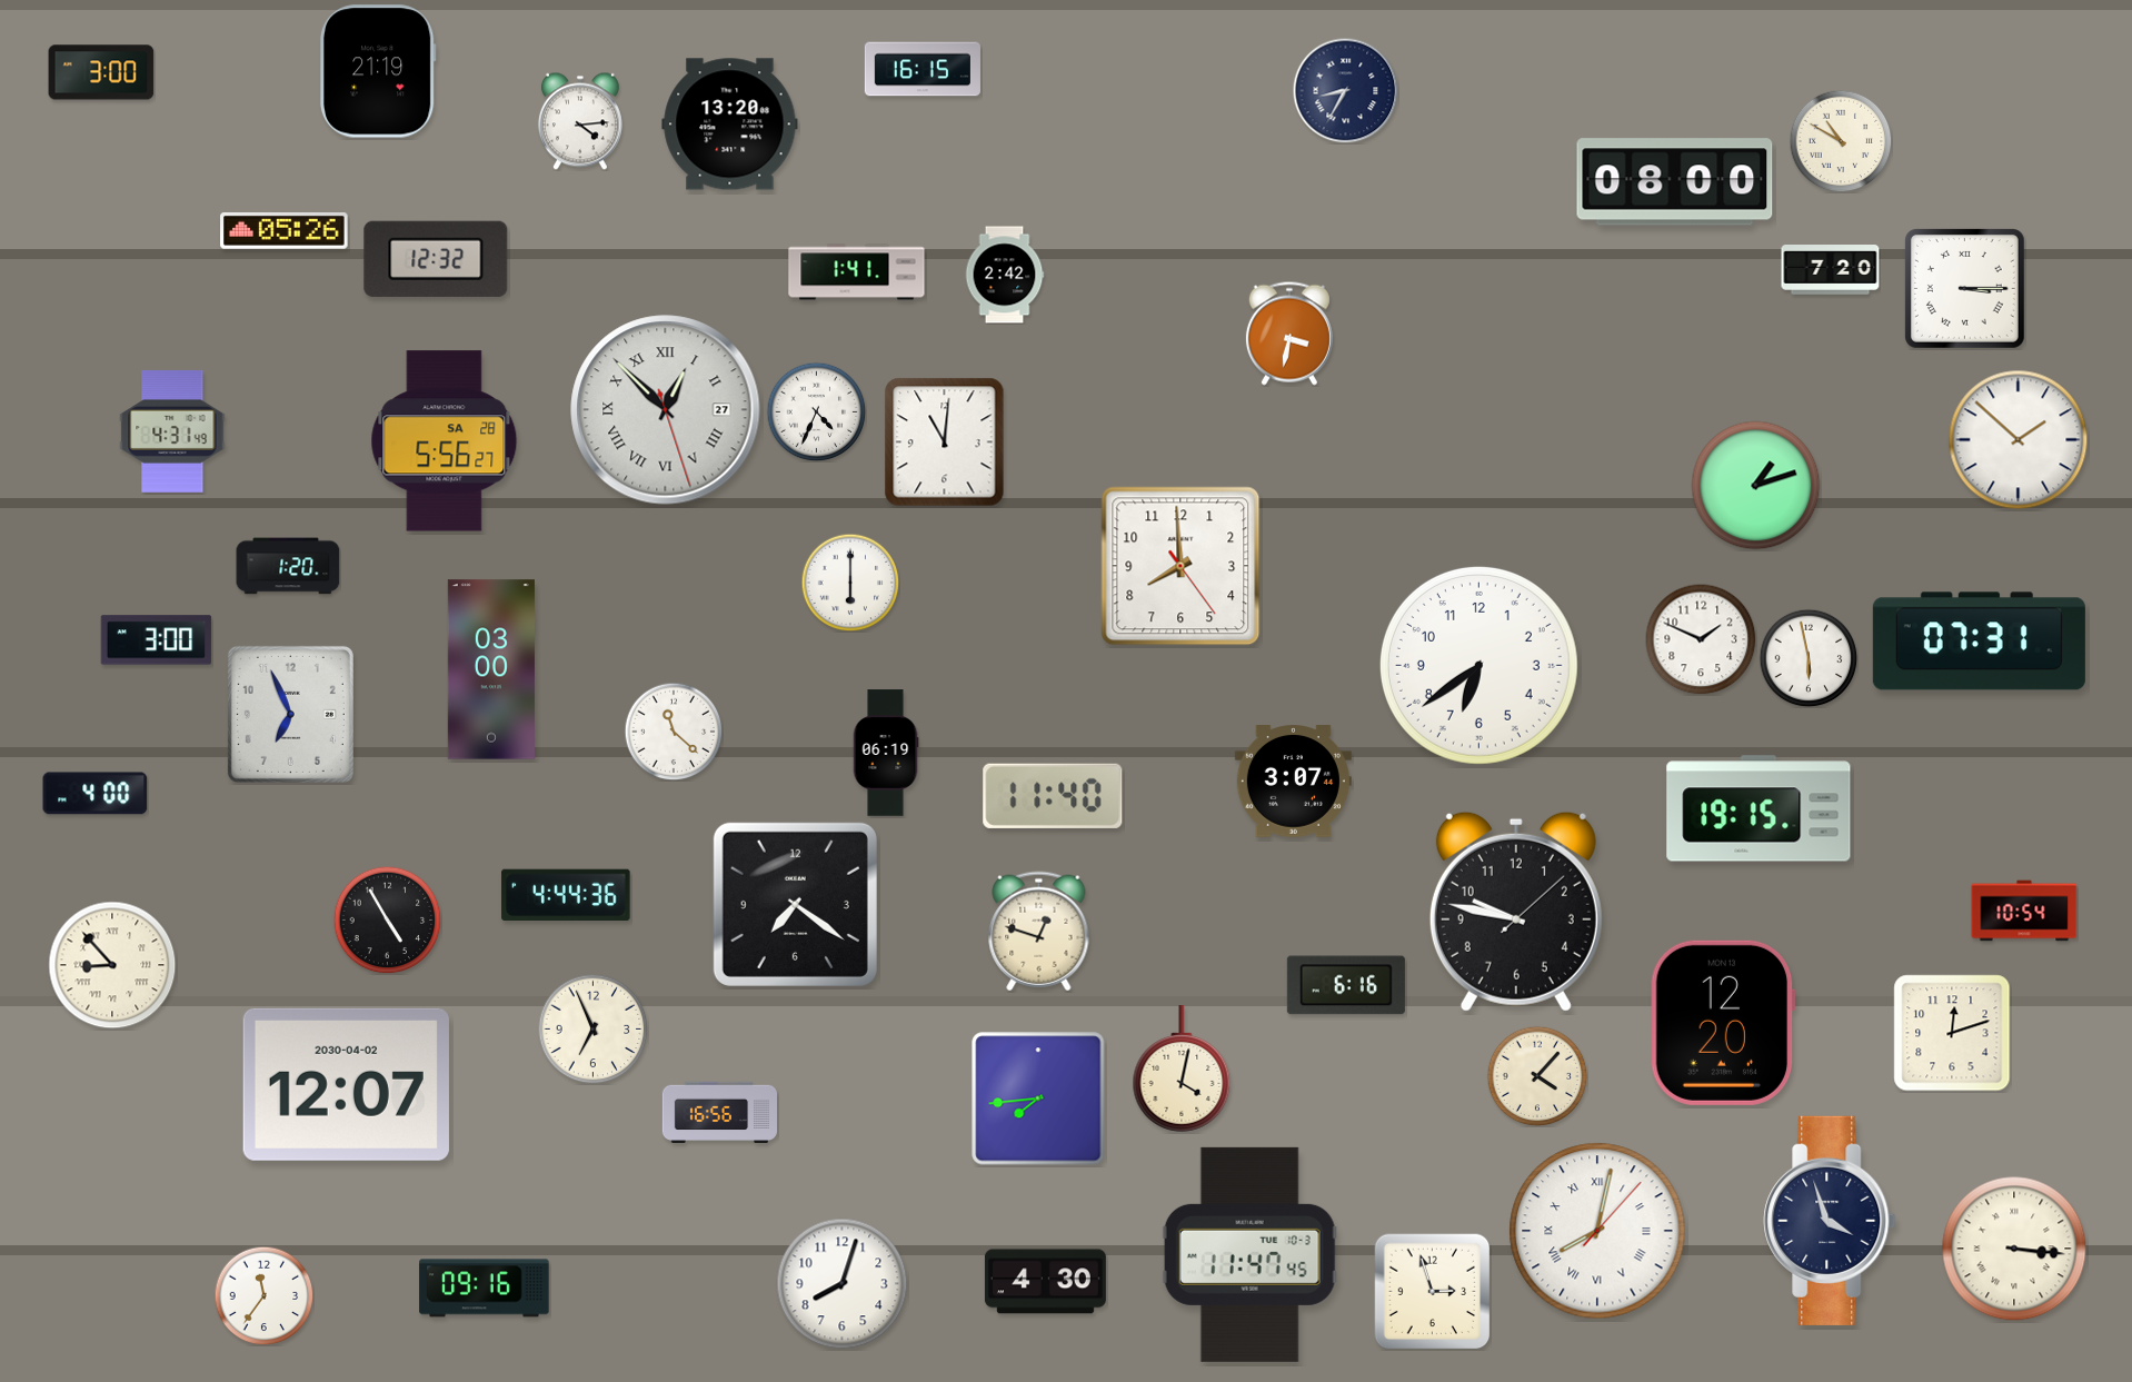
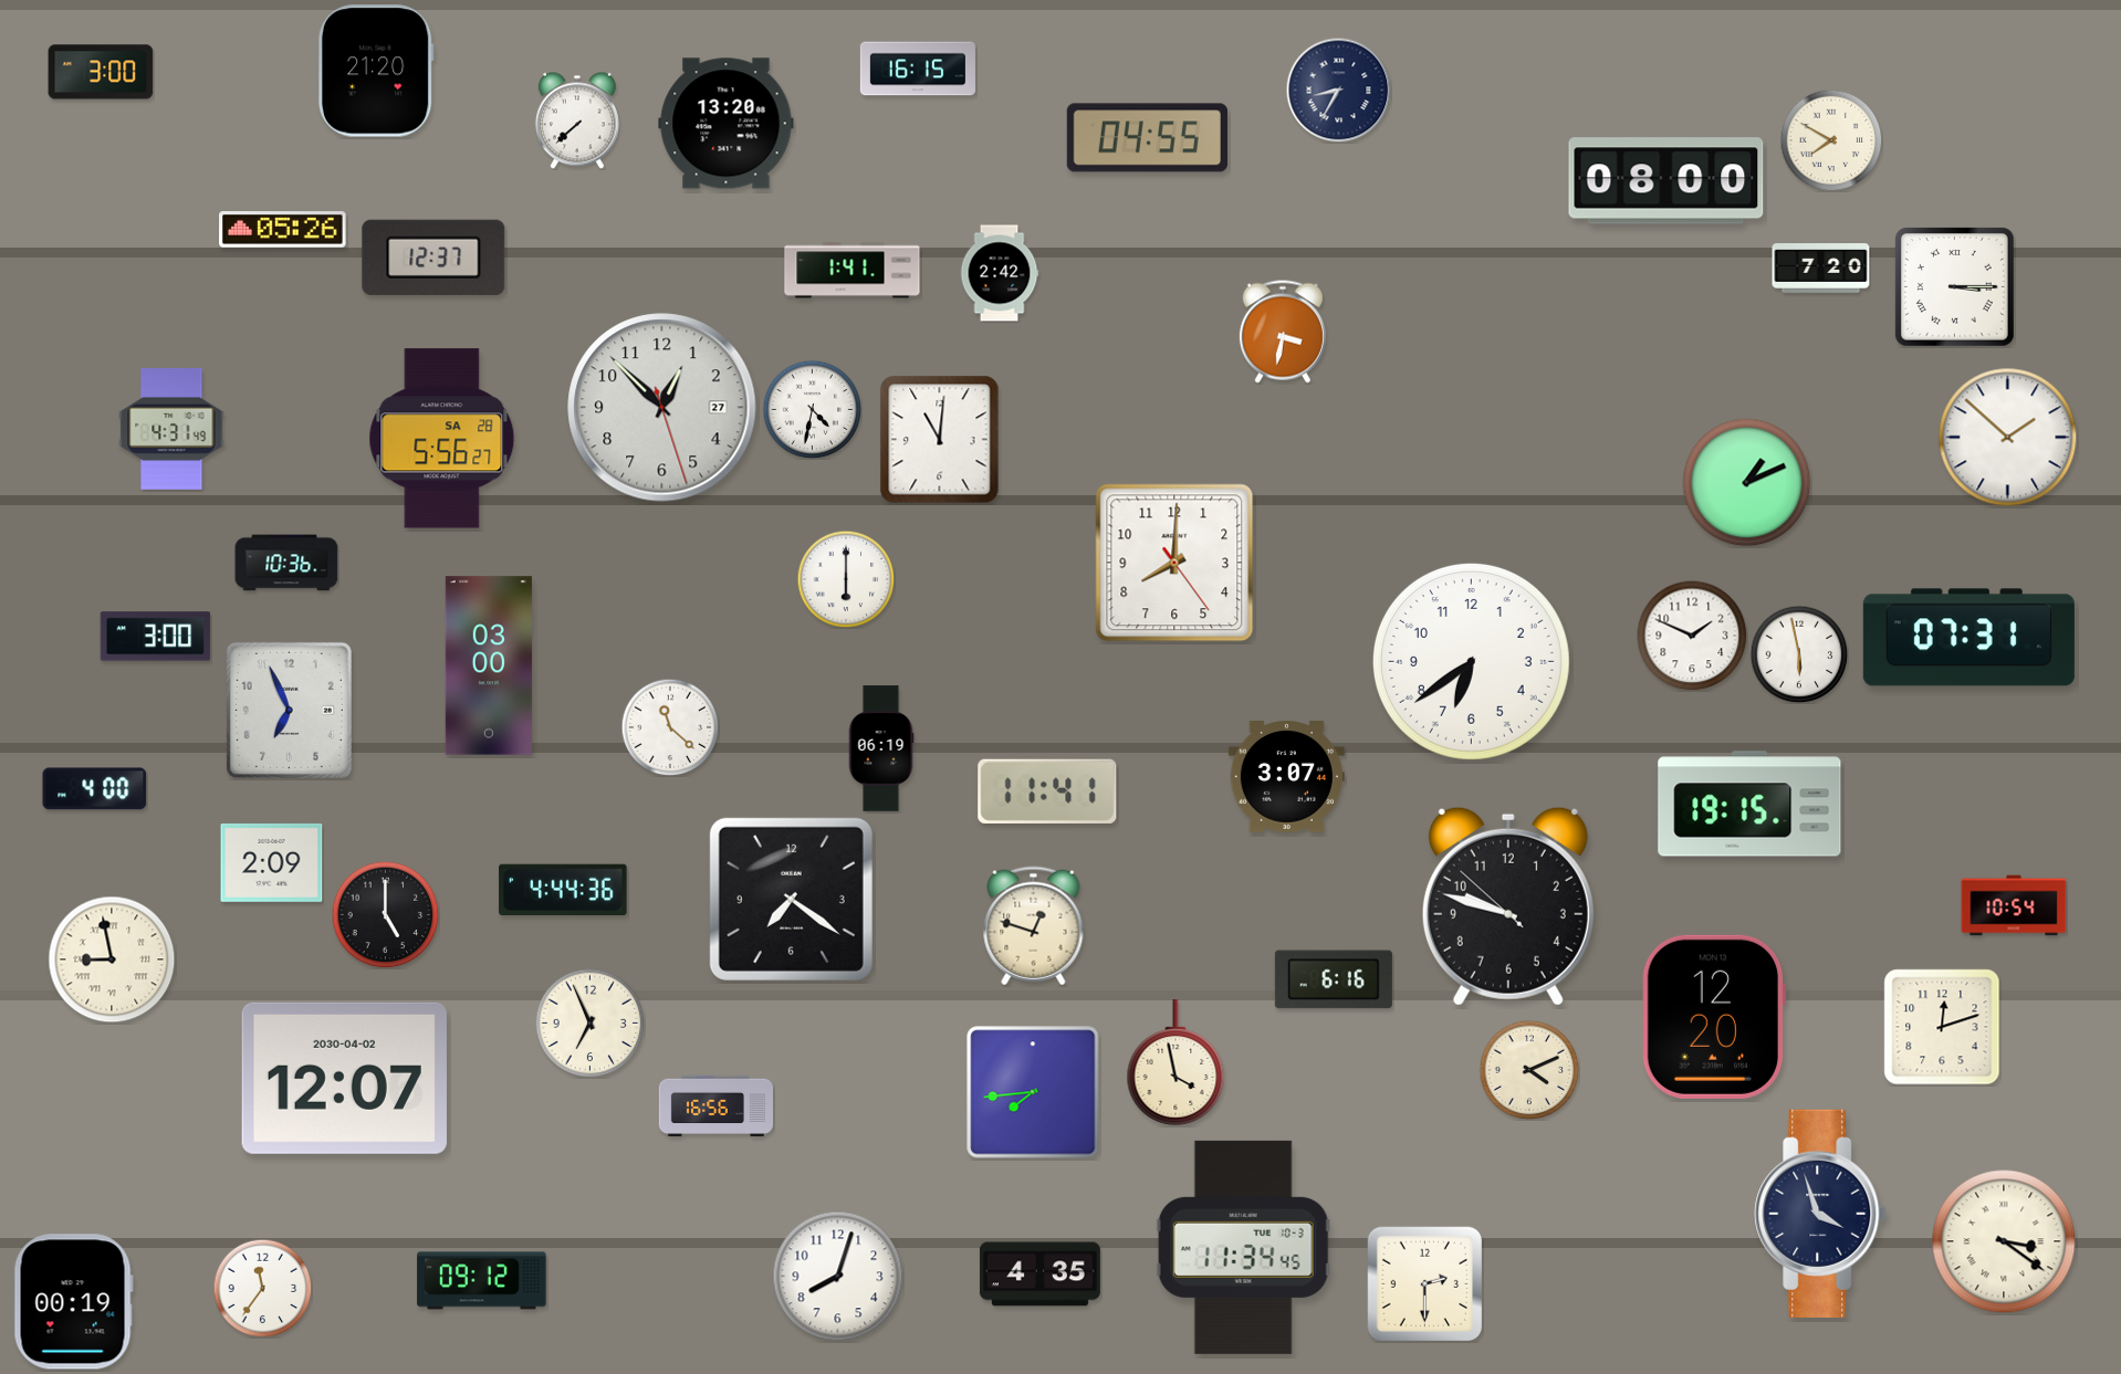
clock at (378, 71): 21:19 -> 21:20
clock at (580, 121): 4:14 -> 7:38
clock at (1147, 138): none -> 04:55
clock at (1841, 141): 10:50 -> 7:50
clock at (436, 259): 12:32 -> 12:37
clock at (666, 410) numerals: Roman -> Arabic
clock at (816, 411): 4:34 -> 4:32
clock at (1756, 486): 1:12 -> 1:11
clock at (288, 566): 1:20 -> 10:36
clock at (1180, 566): 7:59 -> 8:00
clock at (1053, 796): 11:40 -> 11:41
clock at (272, 862): none -> 2:09
clock at (1516, 912): 9:47:08 -> 9:47:52
clock at (387, 919): 4:55 -> 5:00
clock at (112, 965): 8:53 -> 8:58
clock at (1346, 985) position: (1346, 985) -> (1334, 979)
clock at (1182, 1068): 4:02 -> 3:58
clock at (1537, 1076): 4:07 -> 4:11
clock at (1597, 1231): 8:02 -> none
clock at (2014, 1249): 3:16 -> 3:21
clock at (1249, 1254): 11:47 -> 11:34
clock at (1045, 1282): 4:30 -> 4:35
clock at (485, 1289): 09:16 -> 09:12
clock at (1433, 1292): 2:57 -> 2:30
clock at (73, 1302): none -> 00:19
